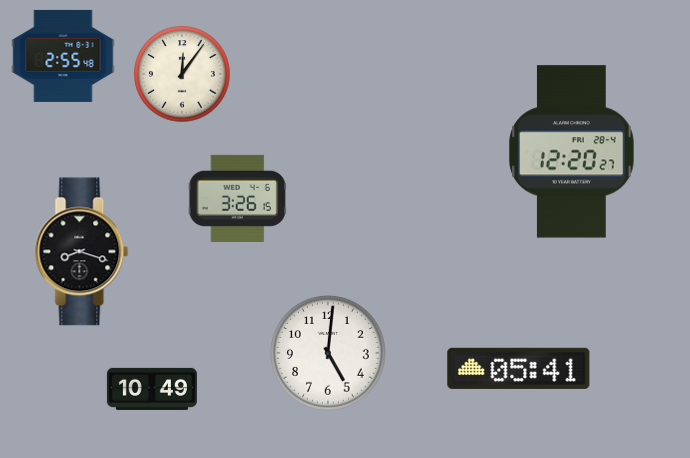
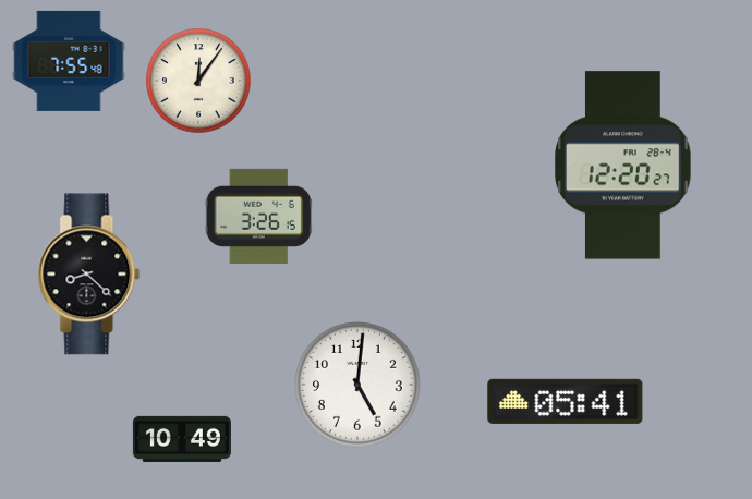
clock at (63, 56): 2:55 -> 7:55
clock at (82, 252): 8:18 -> 8:22
clock at (152, 389) position: (152, 389) -> (182, 439)
